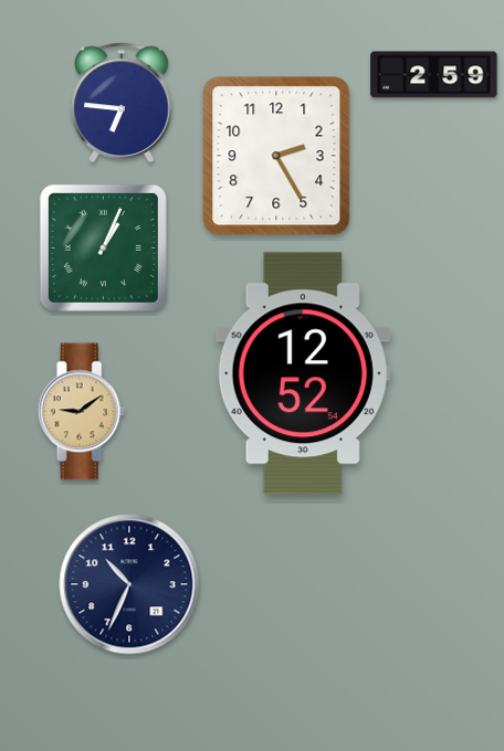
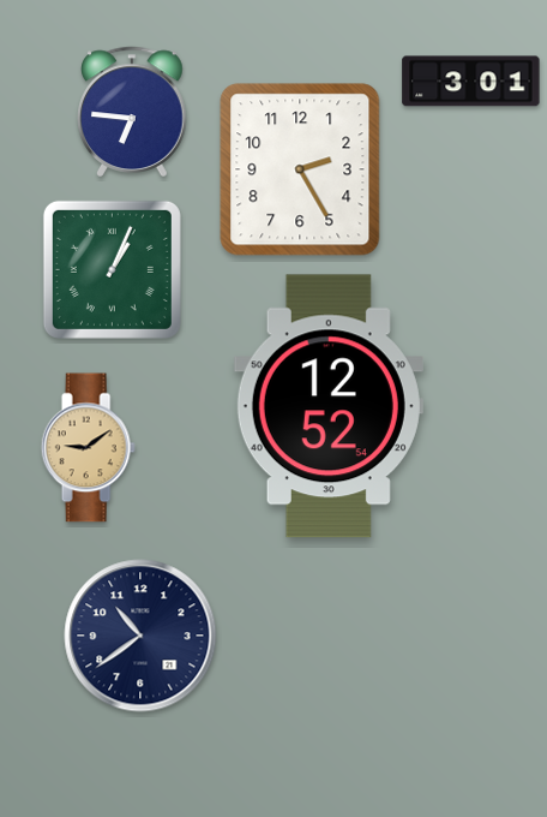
clock at (434, 75): 2:59 -> 3:01
clock at (129, 584): 10:34 -> 10:39
